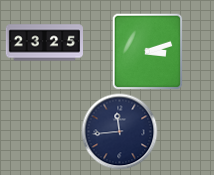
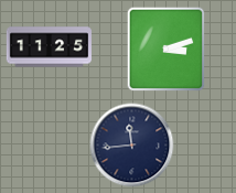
clock at (45, 43): 23:25 -> 11:25
clock at (148, 52) position: (148, 52) -> (167, 50)
